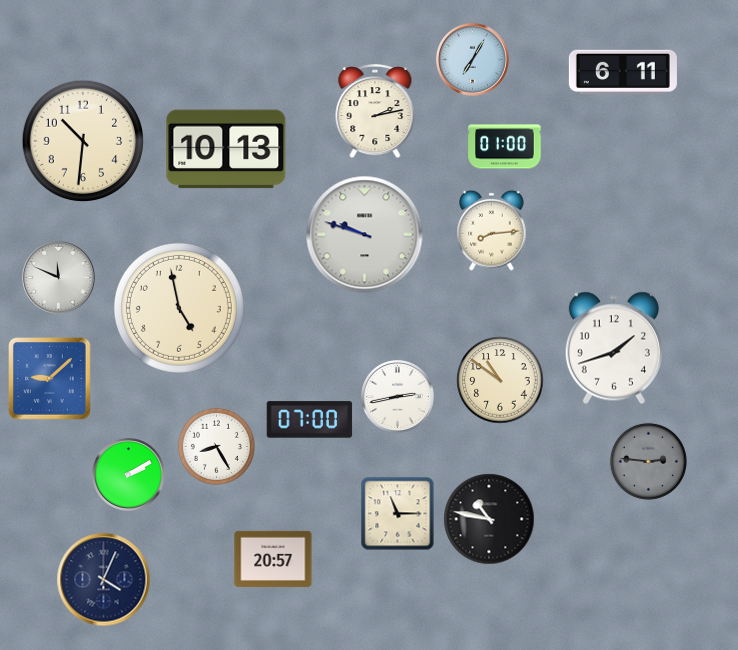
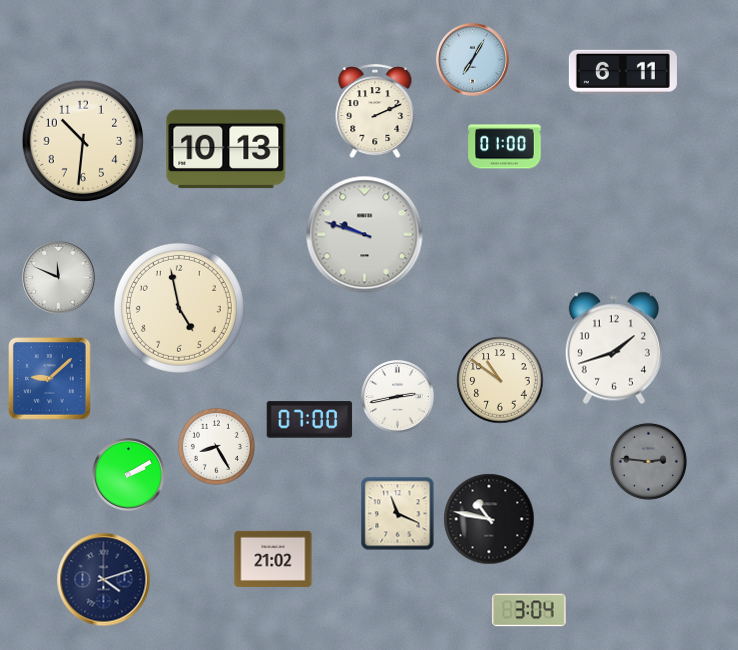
clock at (375, 112): 2:13 -> 2:11
clock at (492, 230): 8:14 -> none
clock at (398, 514): 11:15 -> 11:19
clock at (273, 559): 20:57 -> 21:02
clock at (104, 580): 4:04 -> 4:12
clock at (529, 610): none -> 3:04
